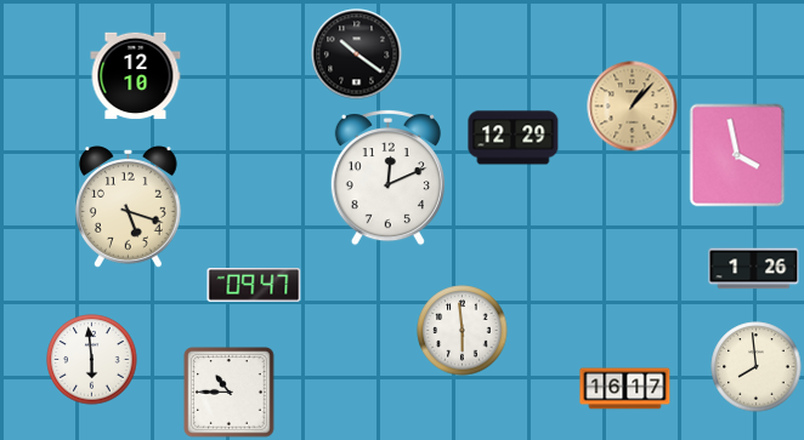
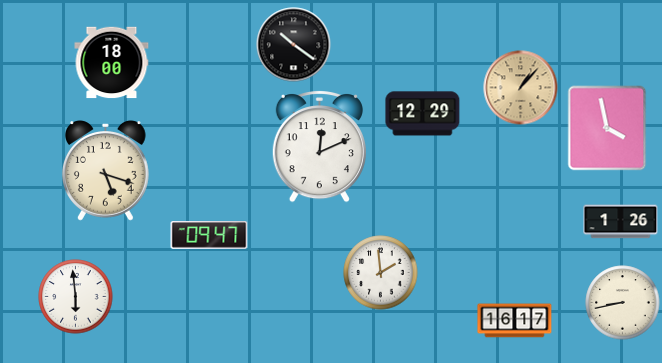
clock at (136, 76): 12:10 -> 18:00
clock at (463, 331): 5:59 -> 1:59
clock at (757, 367): 7:59 -> 8:43
clock at (230, 393): 10:45 -> none
